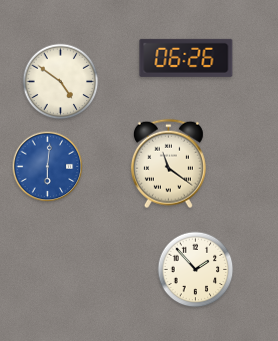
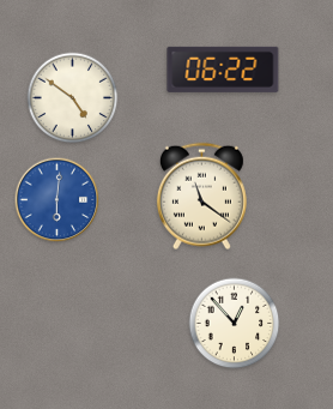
clock at (186, 58): 06:26 -> 06:22
clock at (196, 270): 1:53 -> 12:53
